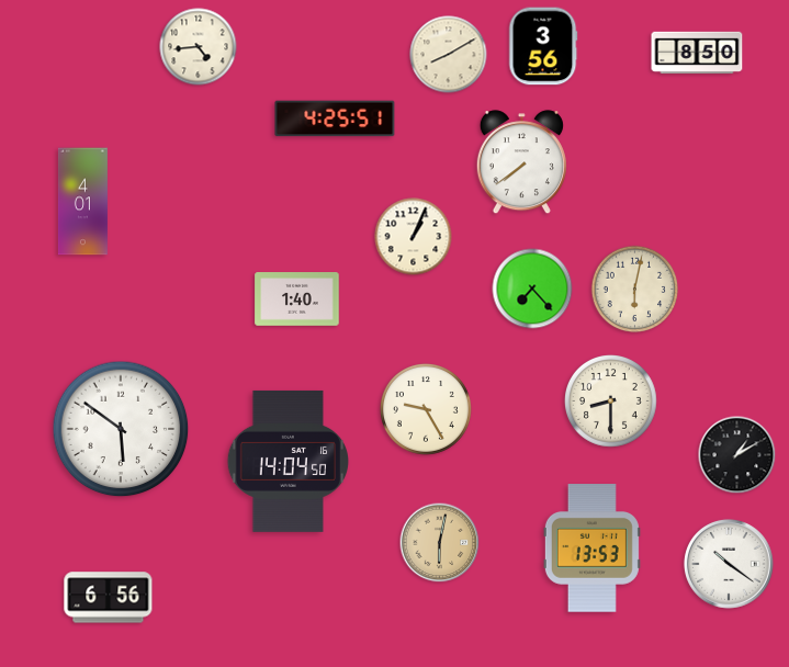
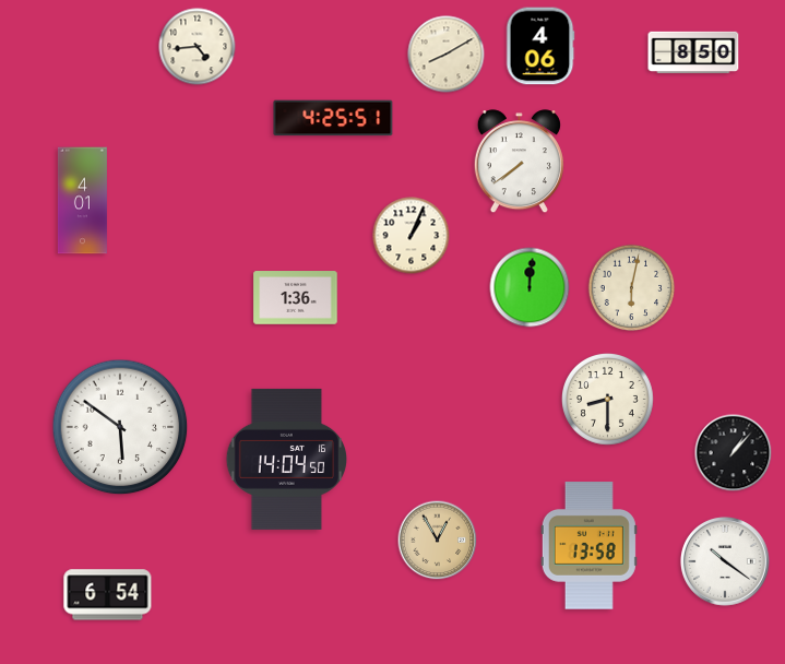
clock at (543, 46): 3:56 -> 4:06
clock at (532, 289): 7:23 -> 12:01
clock at (297, 299): 1:40 -> 1:36
clock at (426, 409): 9:25 -> none
clock at (737, 455): 1:10 -> 1:07
clock at (440, 543): 6:02 -> 12:55
clock at (591, 549): 13:53 -> 13:58
clock at (109, 598): 6:56 -> 6:54
